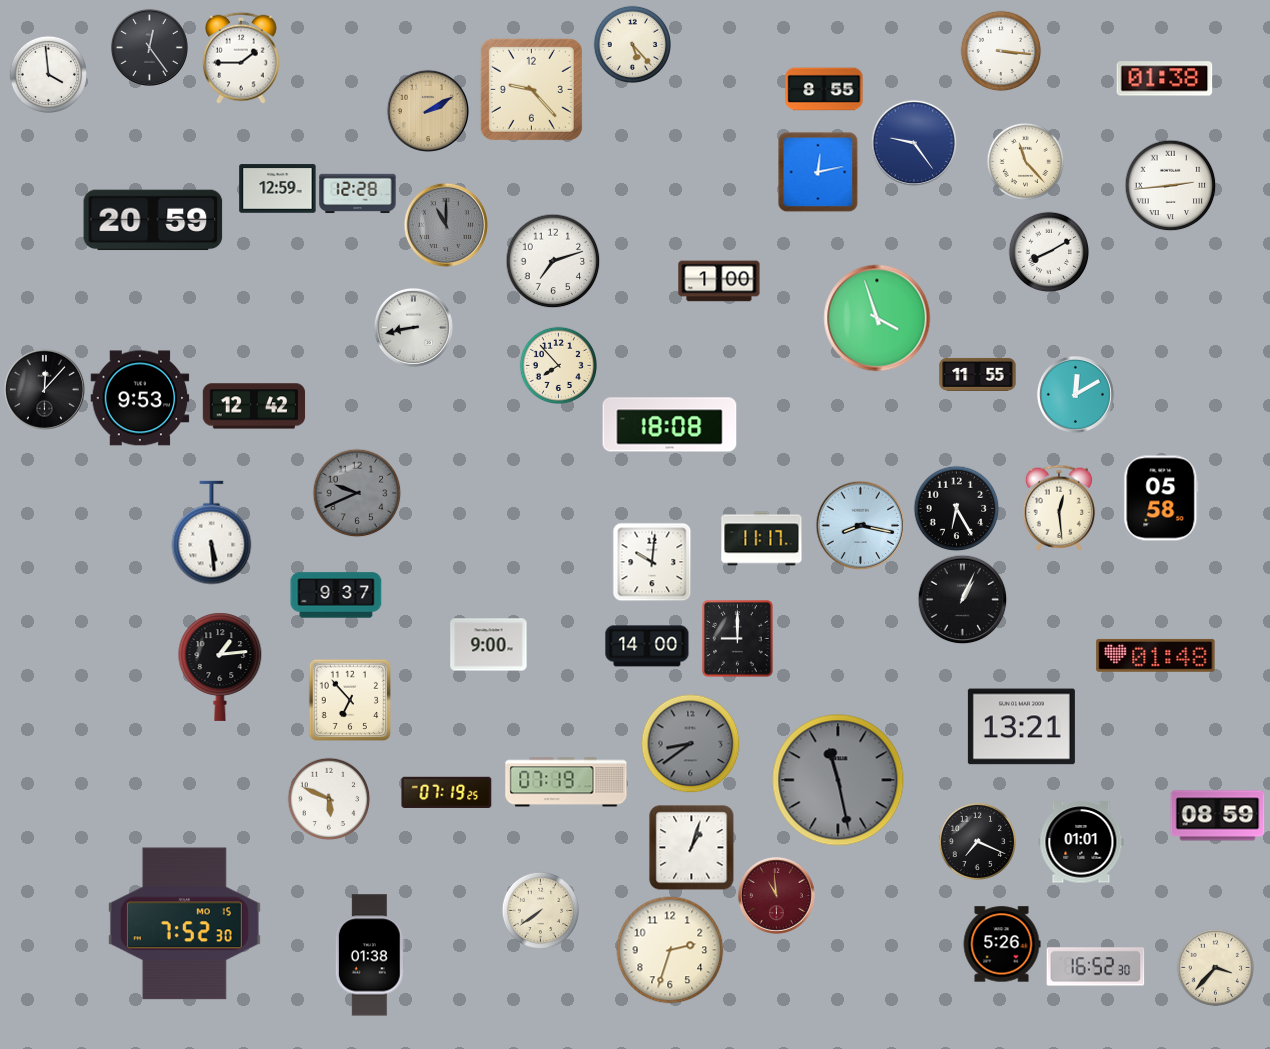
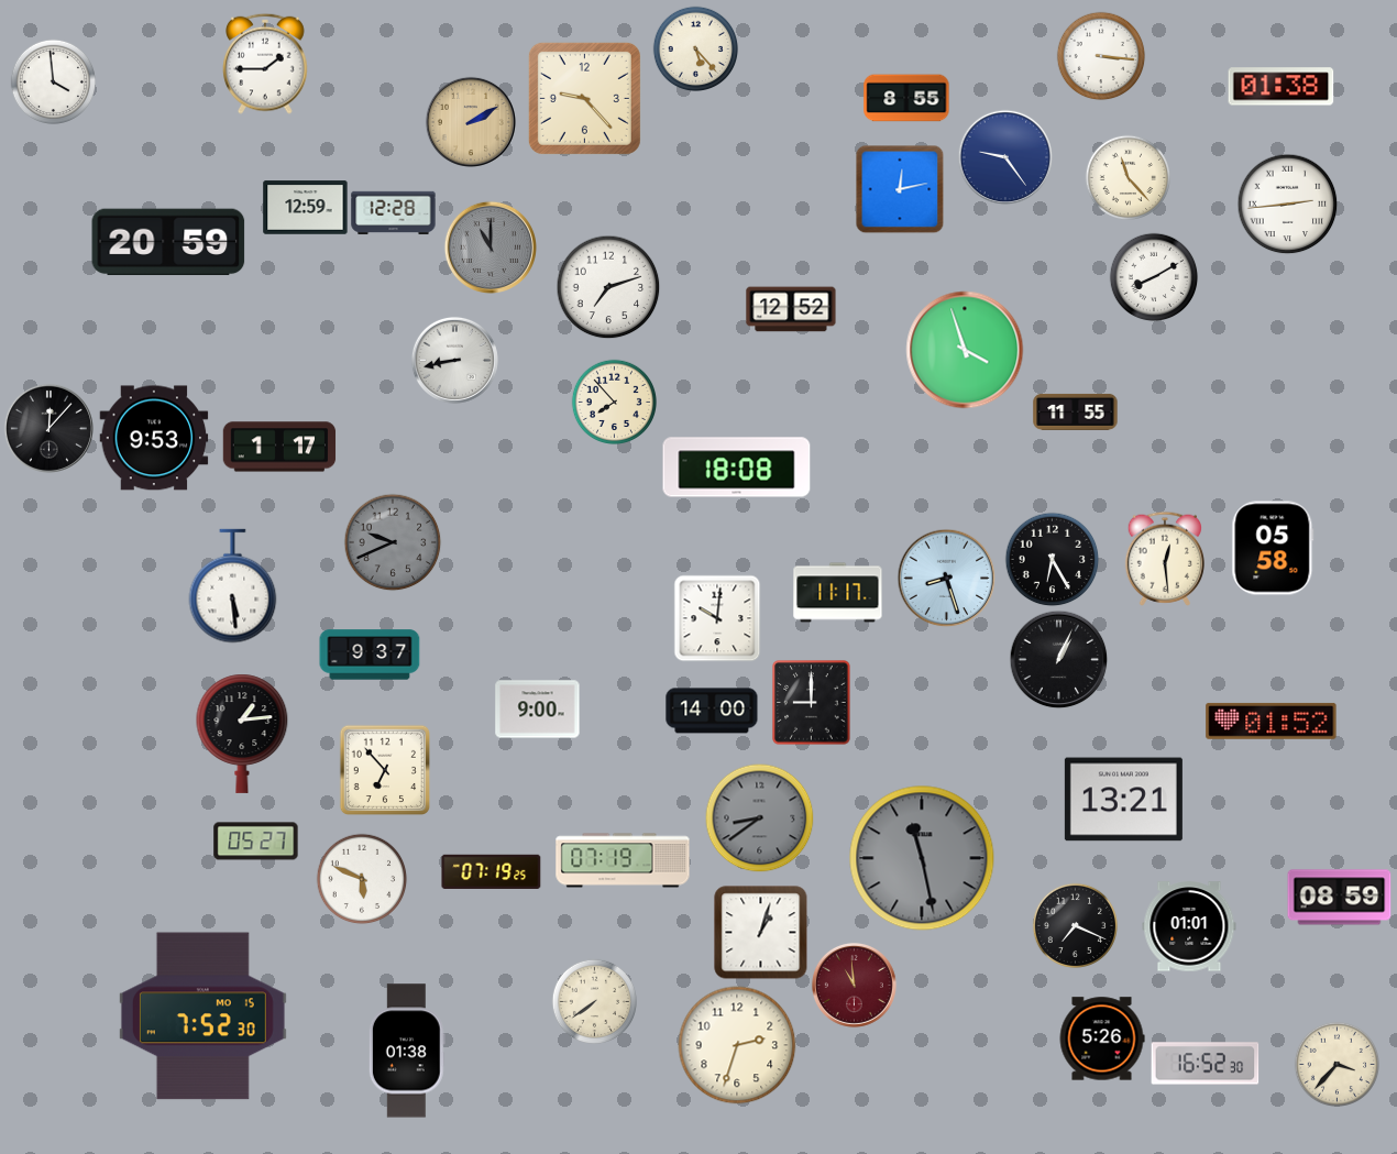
clock at (149, 47): 12:24 -> none
clock at (719, 281): 1:00 -> 12:52
clock at (1075, 394): 12:10 -> none
clock at (254, 406): 12:42 -> 1:17
clock at (1161, 498) position: (1161, 498) -> (1273, 548)
clock at (860, 525): 8:17 -> 8:27
clock at (1156, 655): 01:48 -> 01:52
clock at (256, 842): none -> 05:27
